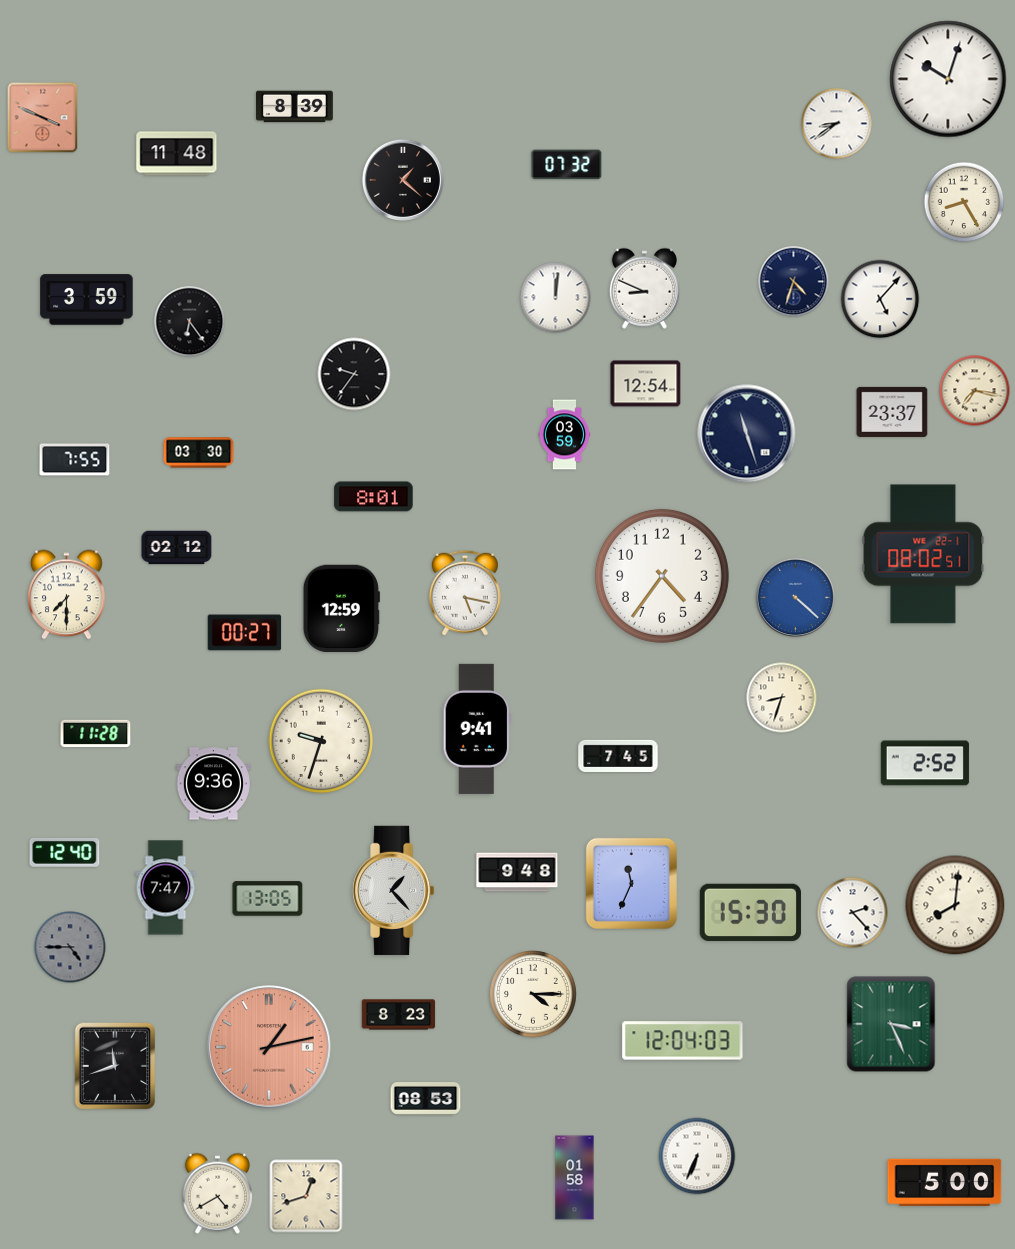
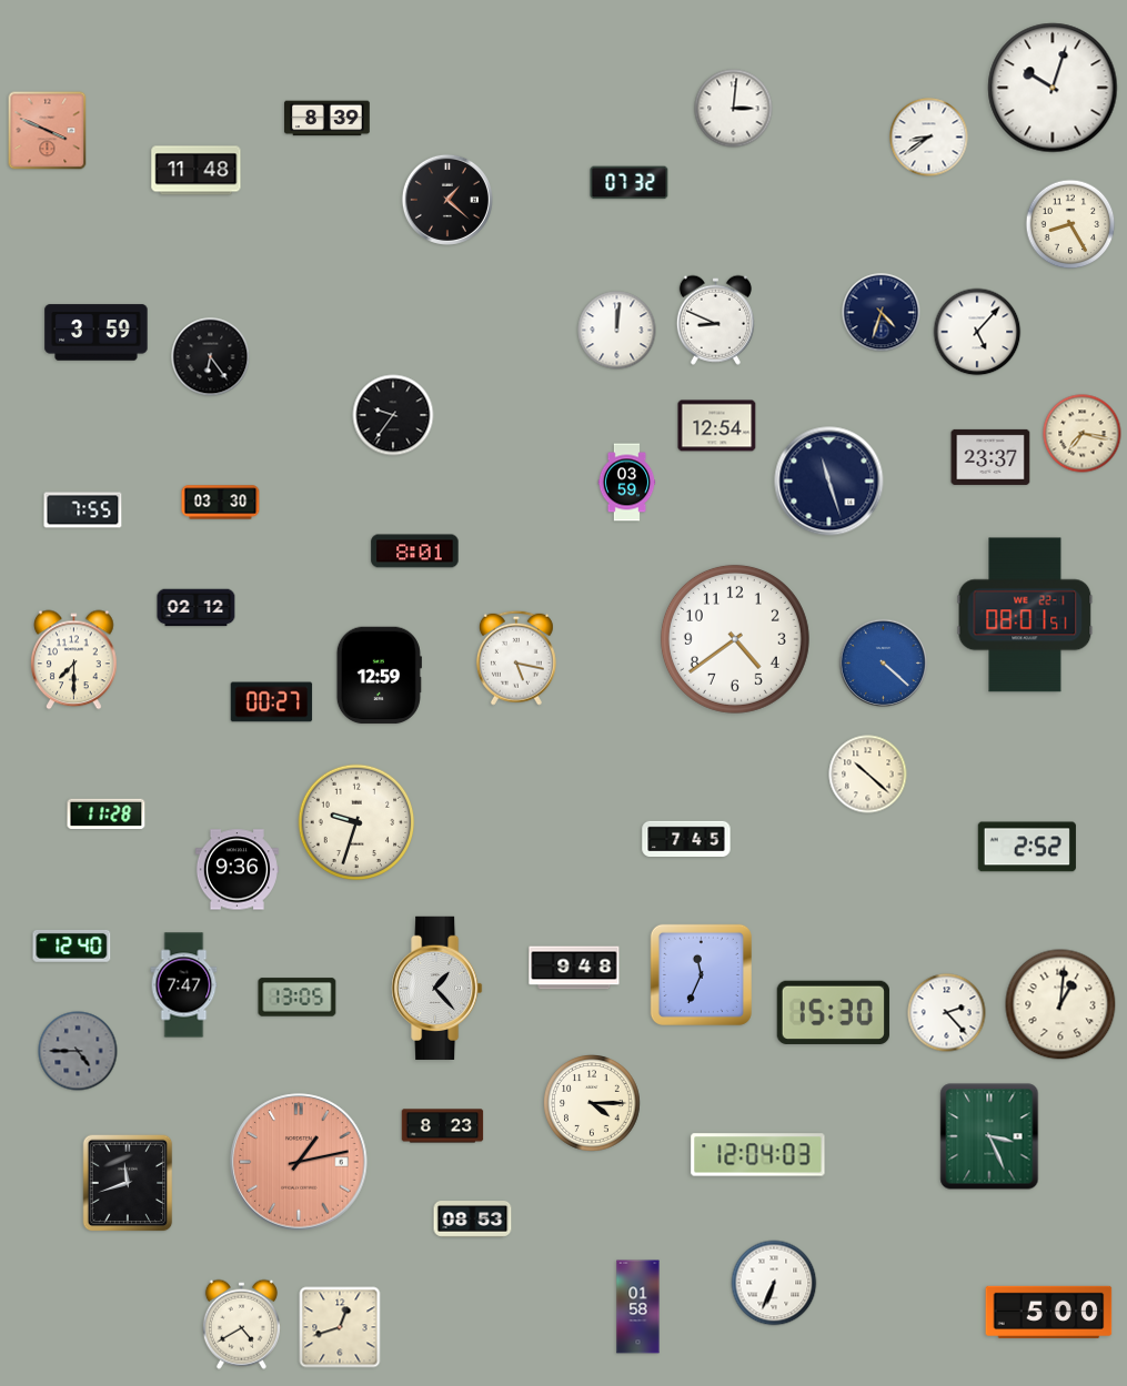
clock at (734, 109): none -> 3:01
clock at (923, 554): 08:02 -> 08:01
clock at (662, 576): 4:36 -> 4:39
clock at (782, 698): 8:33 -> 10:22
clock at (477, 729): 9:41 -> none
clock at (631, 883) position: (631, 883) -> (701, 974)
clock at (955, 905): 8:01 -> 1:01
